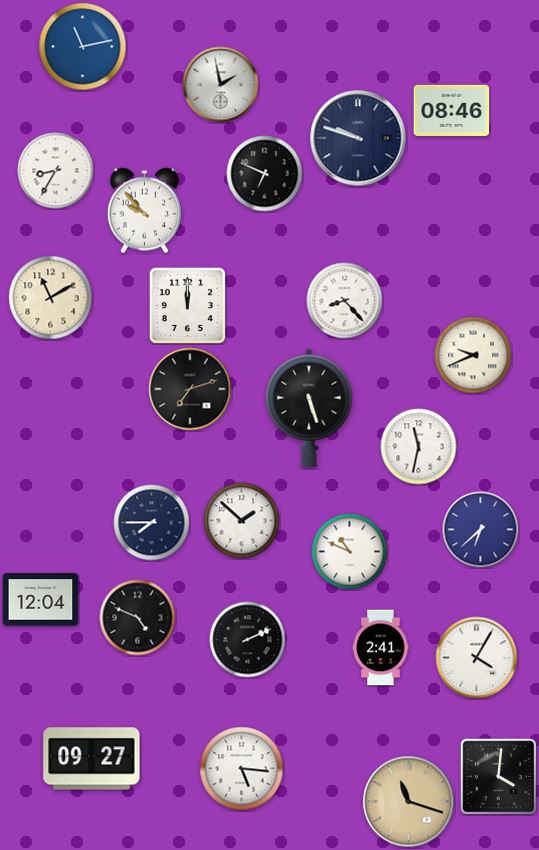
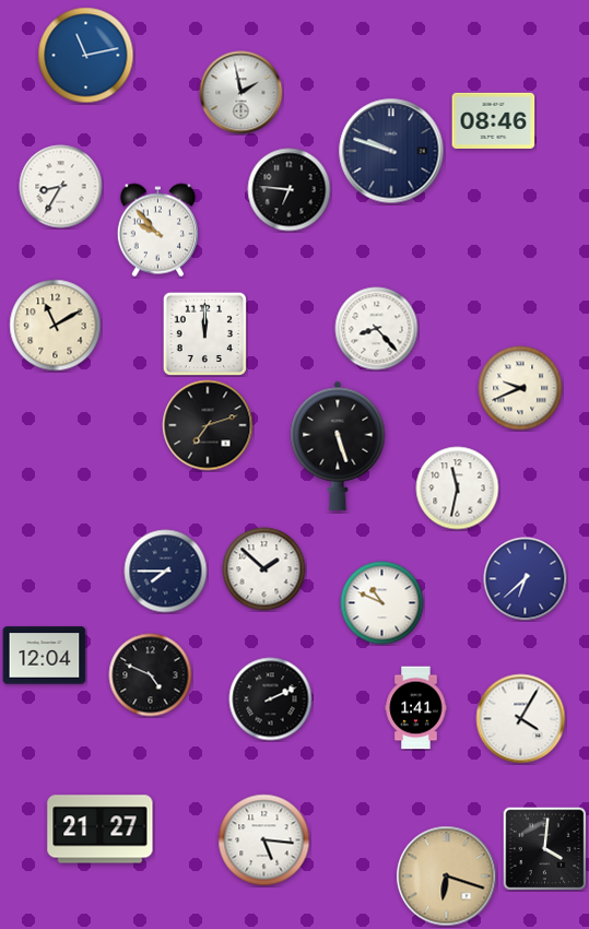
clock at (83, 47) position: (83, 47) -> (86, 56)
clock at (265, 174): 6:49 -> 6:46
clock at (473, 355) position: (473, 355) -> (520, 388)
clock at (381, 648): 2:41 -> 1:41
clock at (92, 759): 09:27 -> 21:27
clock at (409, 802): 11:18 -> 6:18
